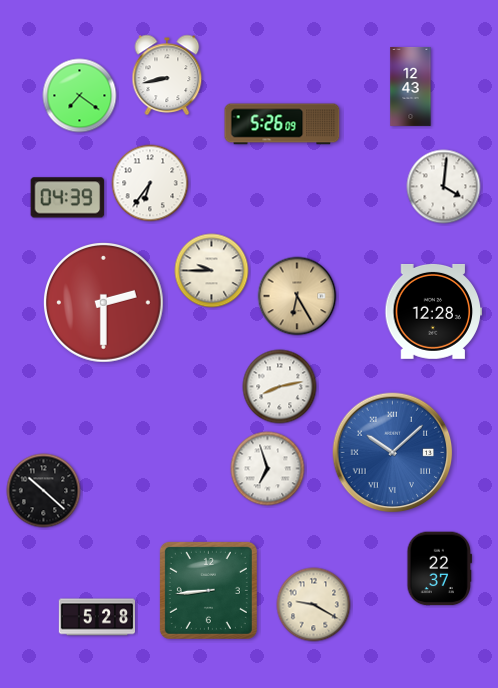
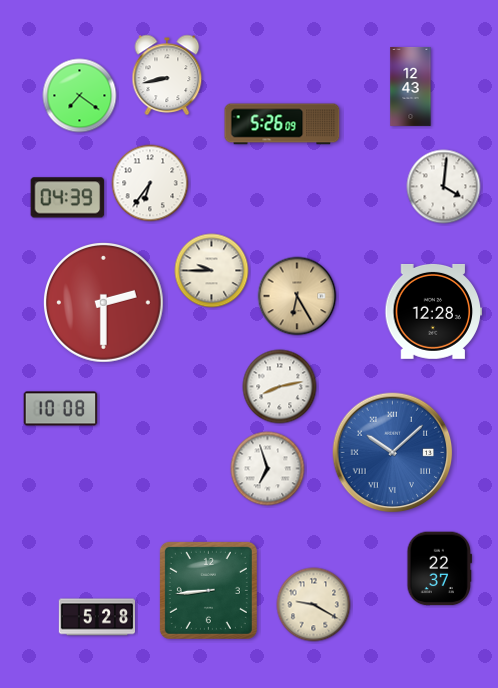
clock at (61, 409): none -> 10:08
clock at (44, 491): 10:22 -> none
